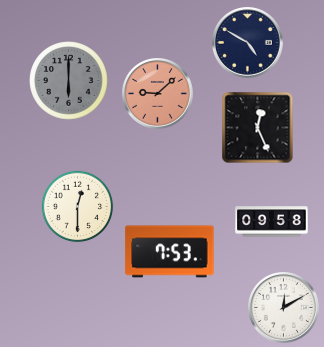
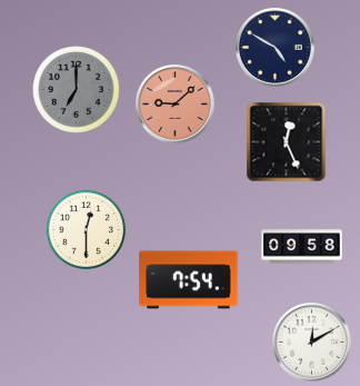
clock at (69, 81): 6:00 -> 7:00
clock at (170, 252): 7:53 -> 7:54
clock at (284, 308) position: (284, 308) -> (312, 343)
